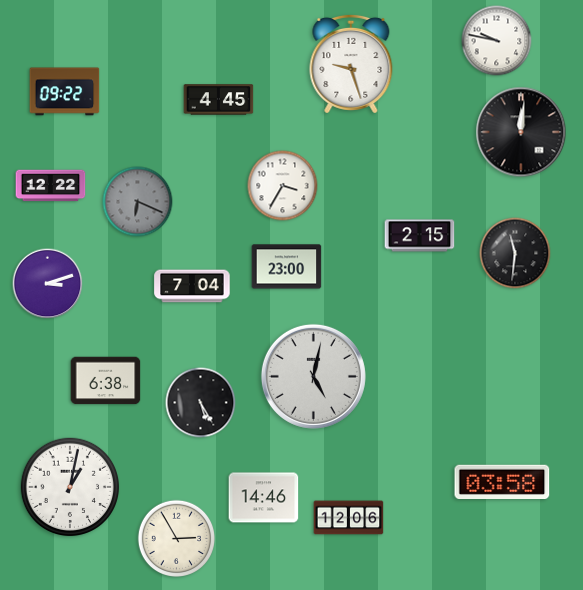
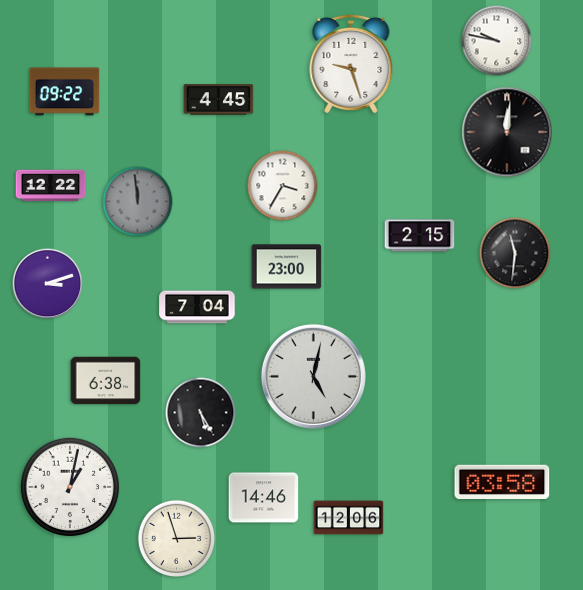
clock at (521, 132) position: (521, 132) -> (507, 132)
clock at (138, 202): 6:19 -> 11:59
clock at (192, 286) position: (192, 286) -> (197, 307)
clock at (201, 403) position: (201, 403) -> (201, 413)
clock at (176, 538): 2:55 -> 2:57
